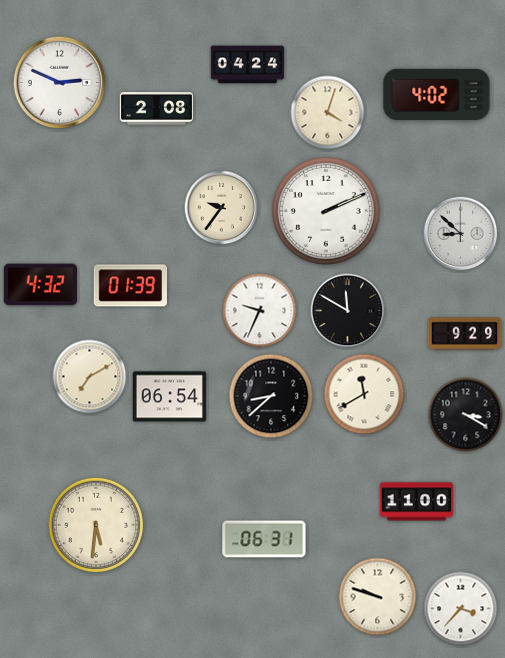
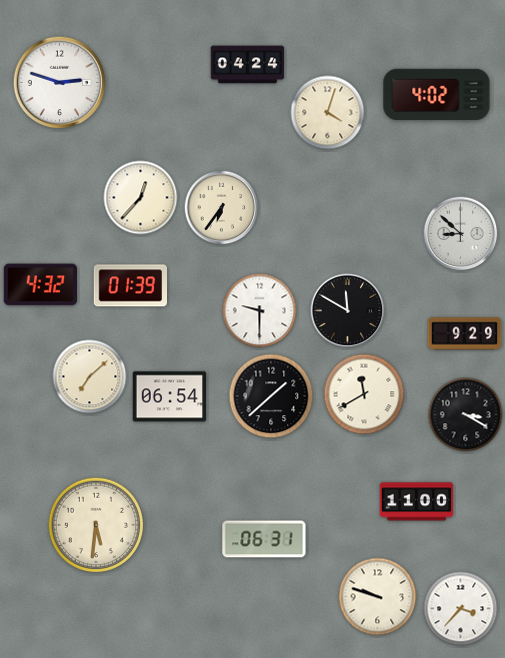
clock at (60, 83): 2:49 -> 2:48
clock at (157, 109): 2:08 -> none
clock at (141, 198): none -> 12:37
clock at (222, 208): 9:36 -> 6:36
clock at (327, 212): 2:11 -> none
clock at (260, 311): 9:34 -> 9:30
clock at (90, 377): 7:10 -> 7:08
clock at (271, 396): 8:38 -> 1:38
